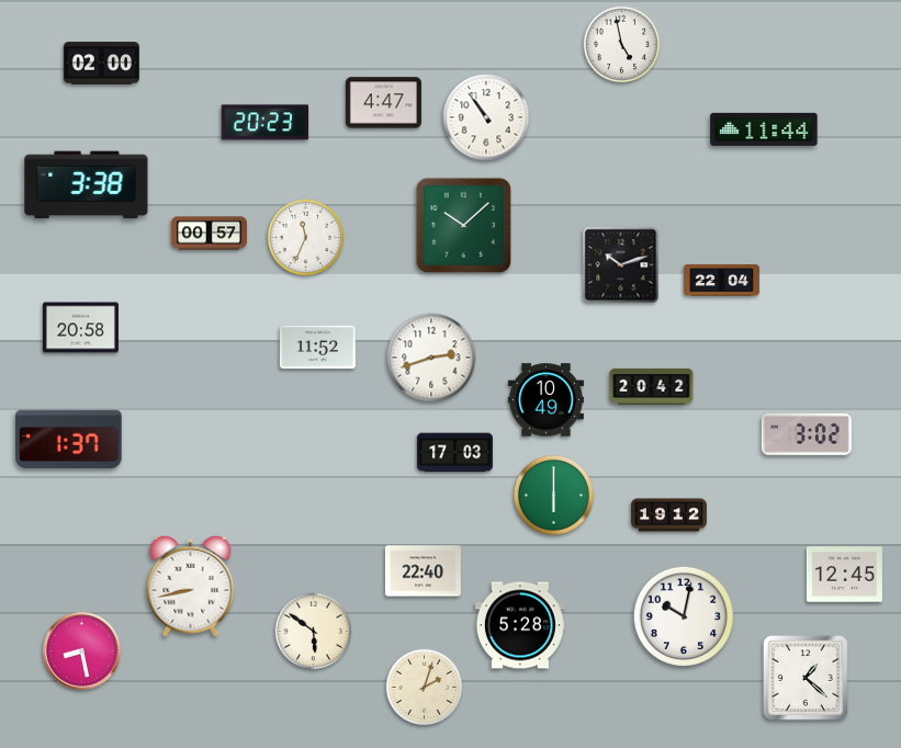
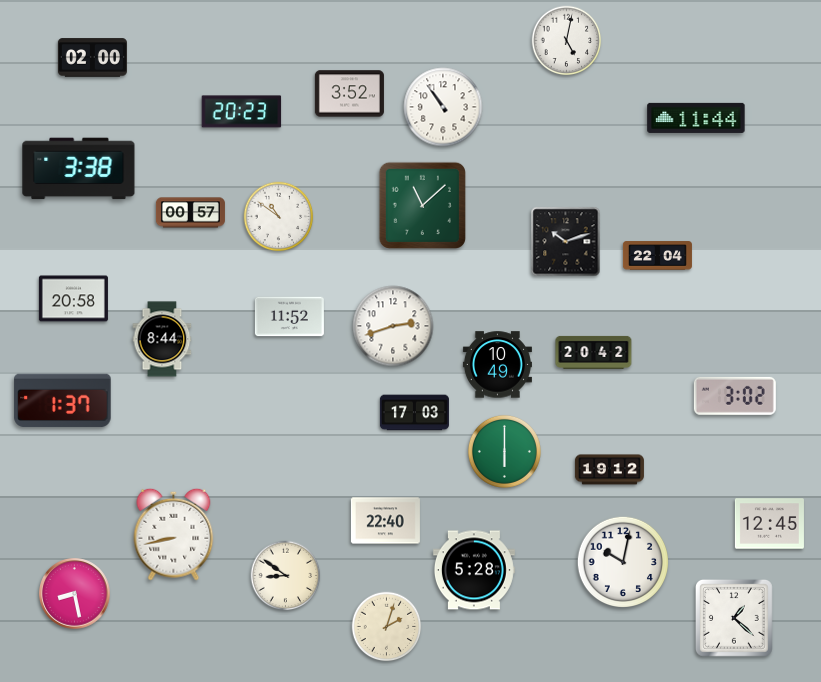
clock at (622, 45): 4:58 -> 5:02
clock at (383, 103): 4:47 -> 3:52
clock at (463, 225): 10:08 -> 11:08
clock at (306, 238): 11:34 -> 10:51
clock at (162, 339): none -> 8:44
clock at (314, 632): 5:51 -> 8:51
